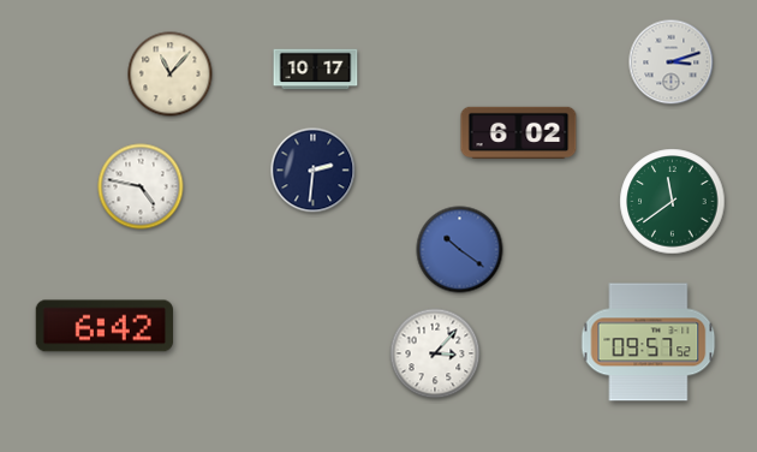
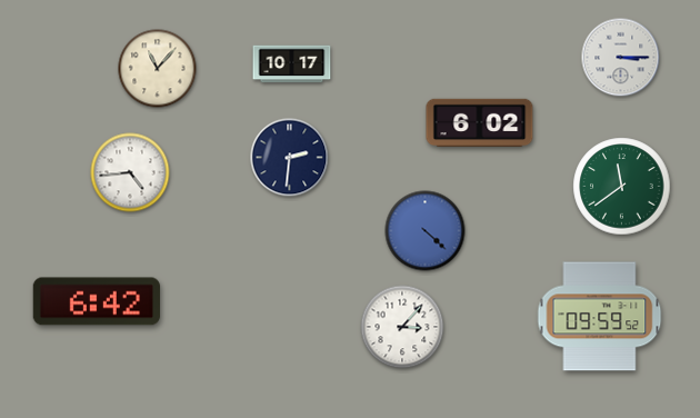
clock at (672, 63): 3:12 -> 3:15
clock at (141, 186): 4:47 -> 4:44
clock at (460, 250): 10:21 -> 4:22
clock at (649, 343): 09:57 -> 09:59
